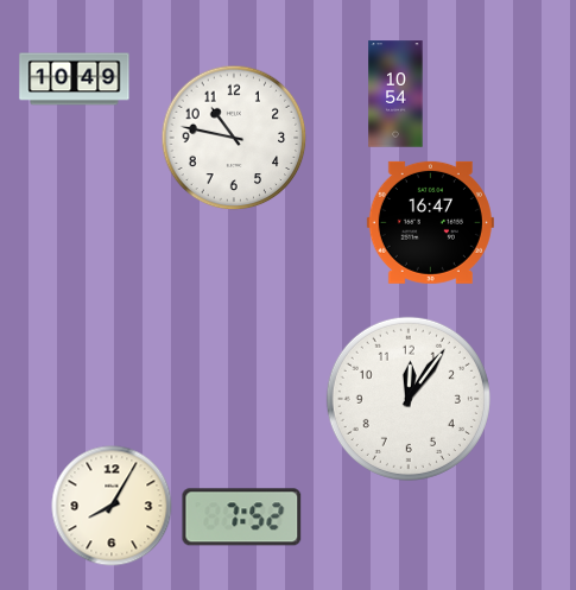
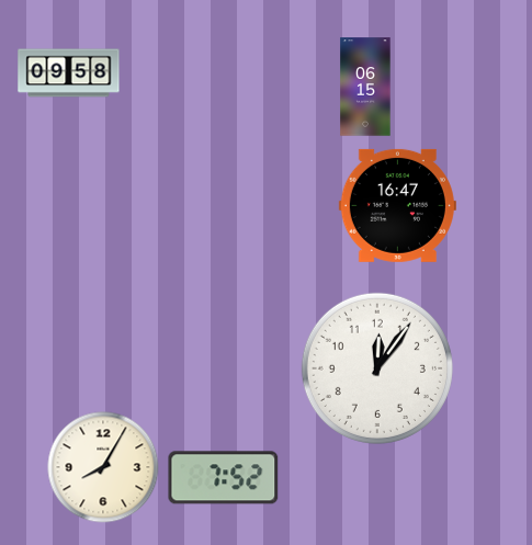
clock at (75, 80): 10:49 -> 09:58
clock at (395, 94): 10:54 -> 06:15
clock at (234, 138): 10:47 -> none
